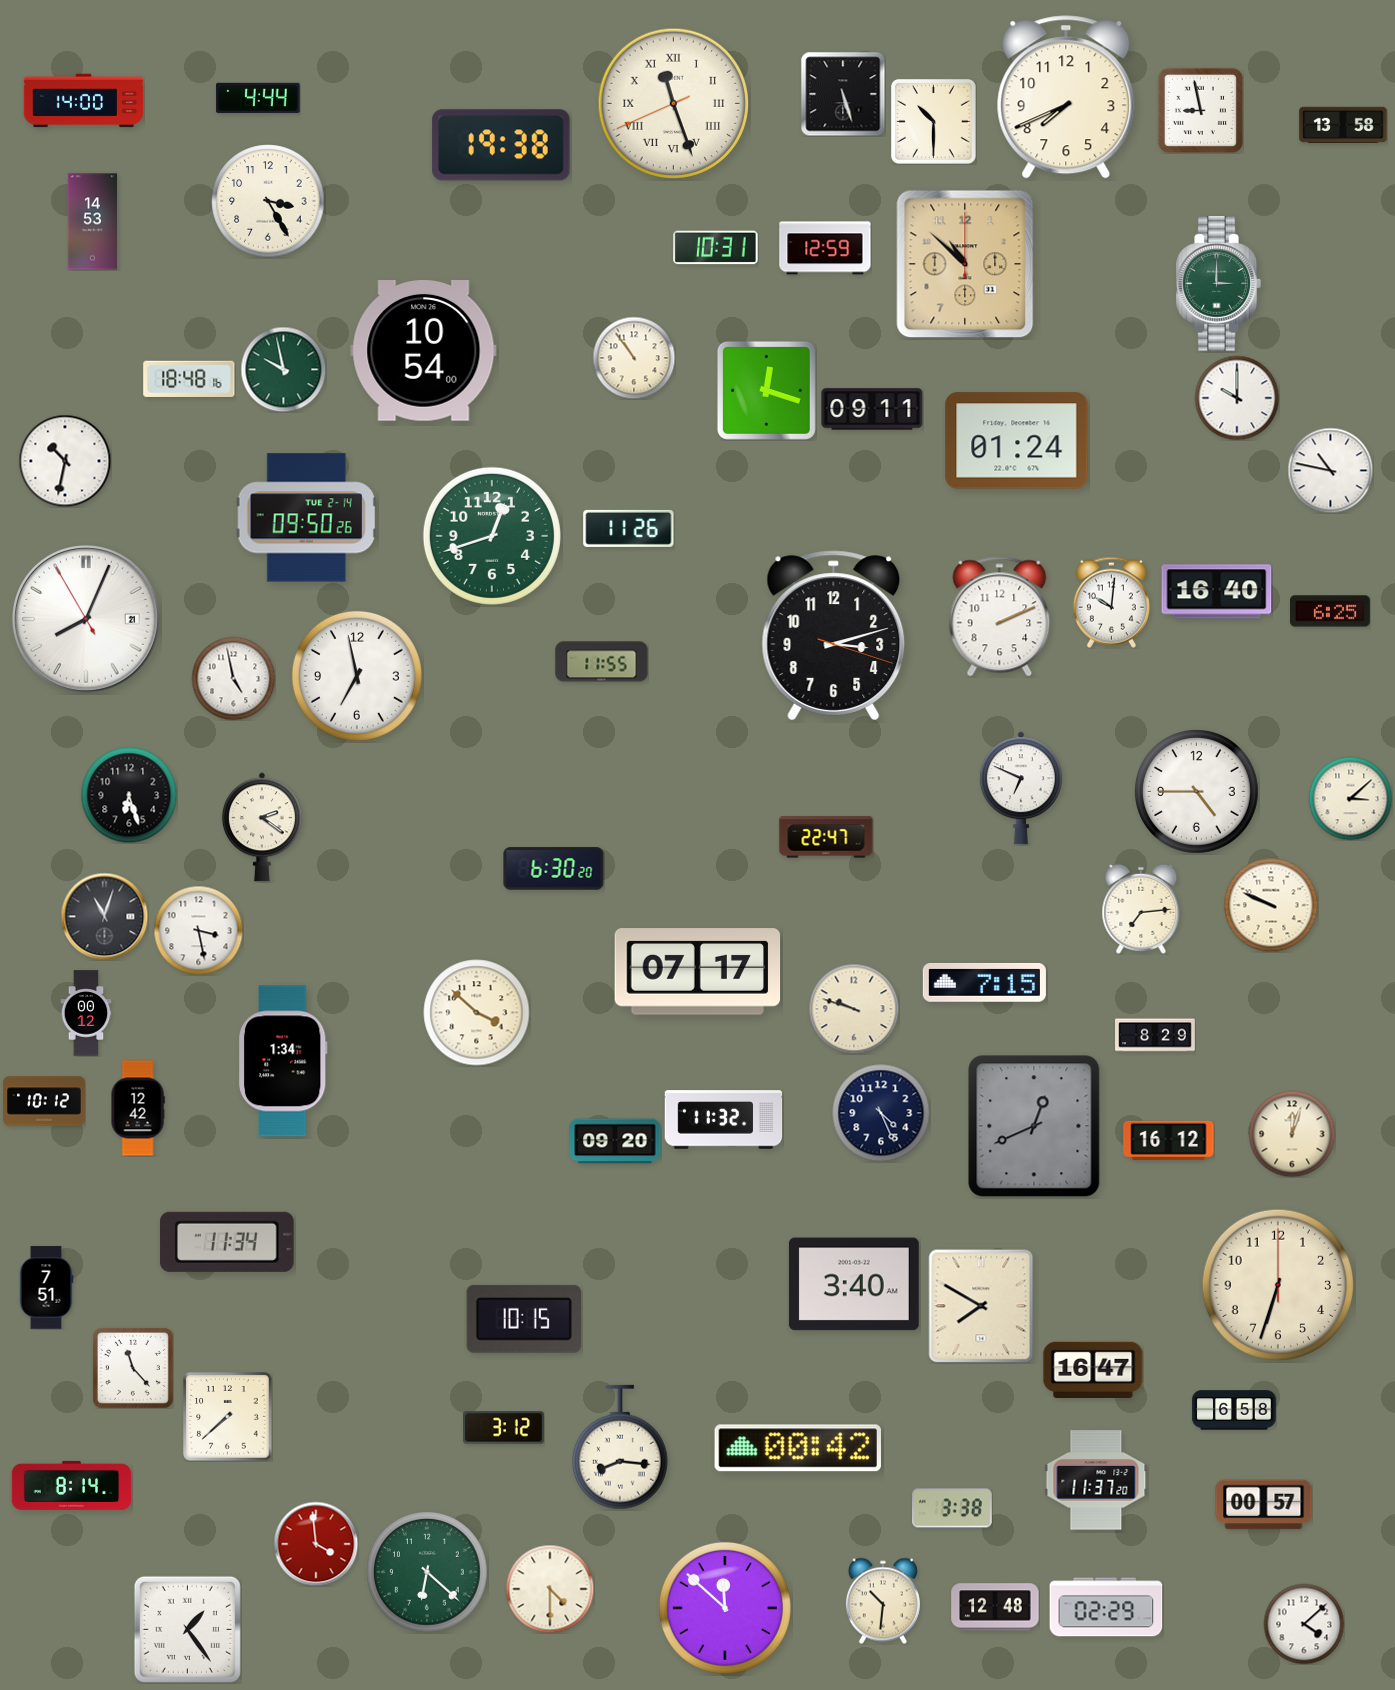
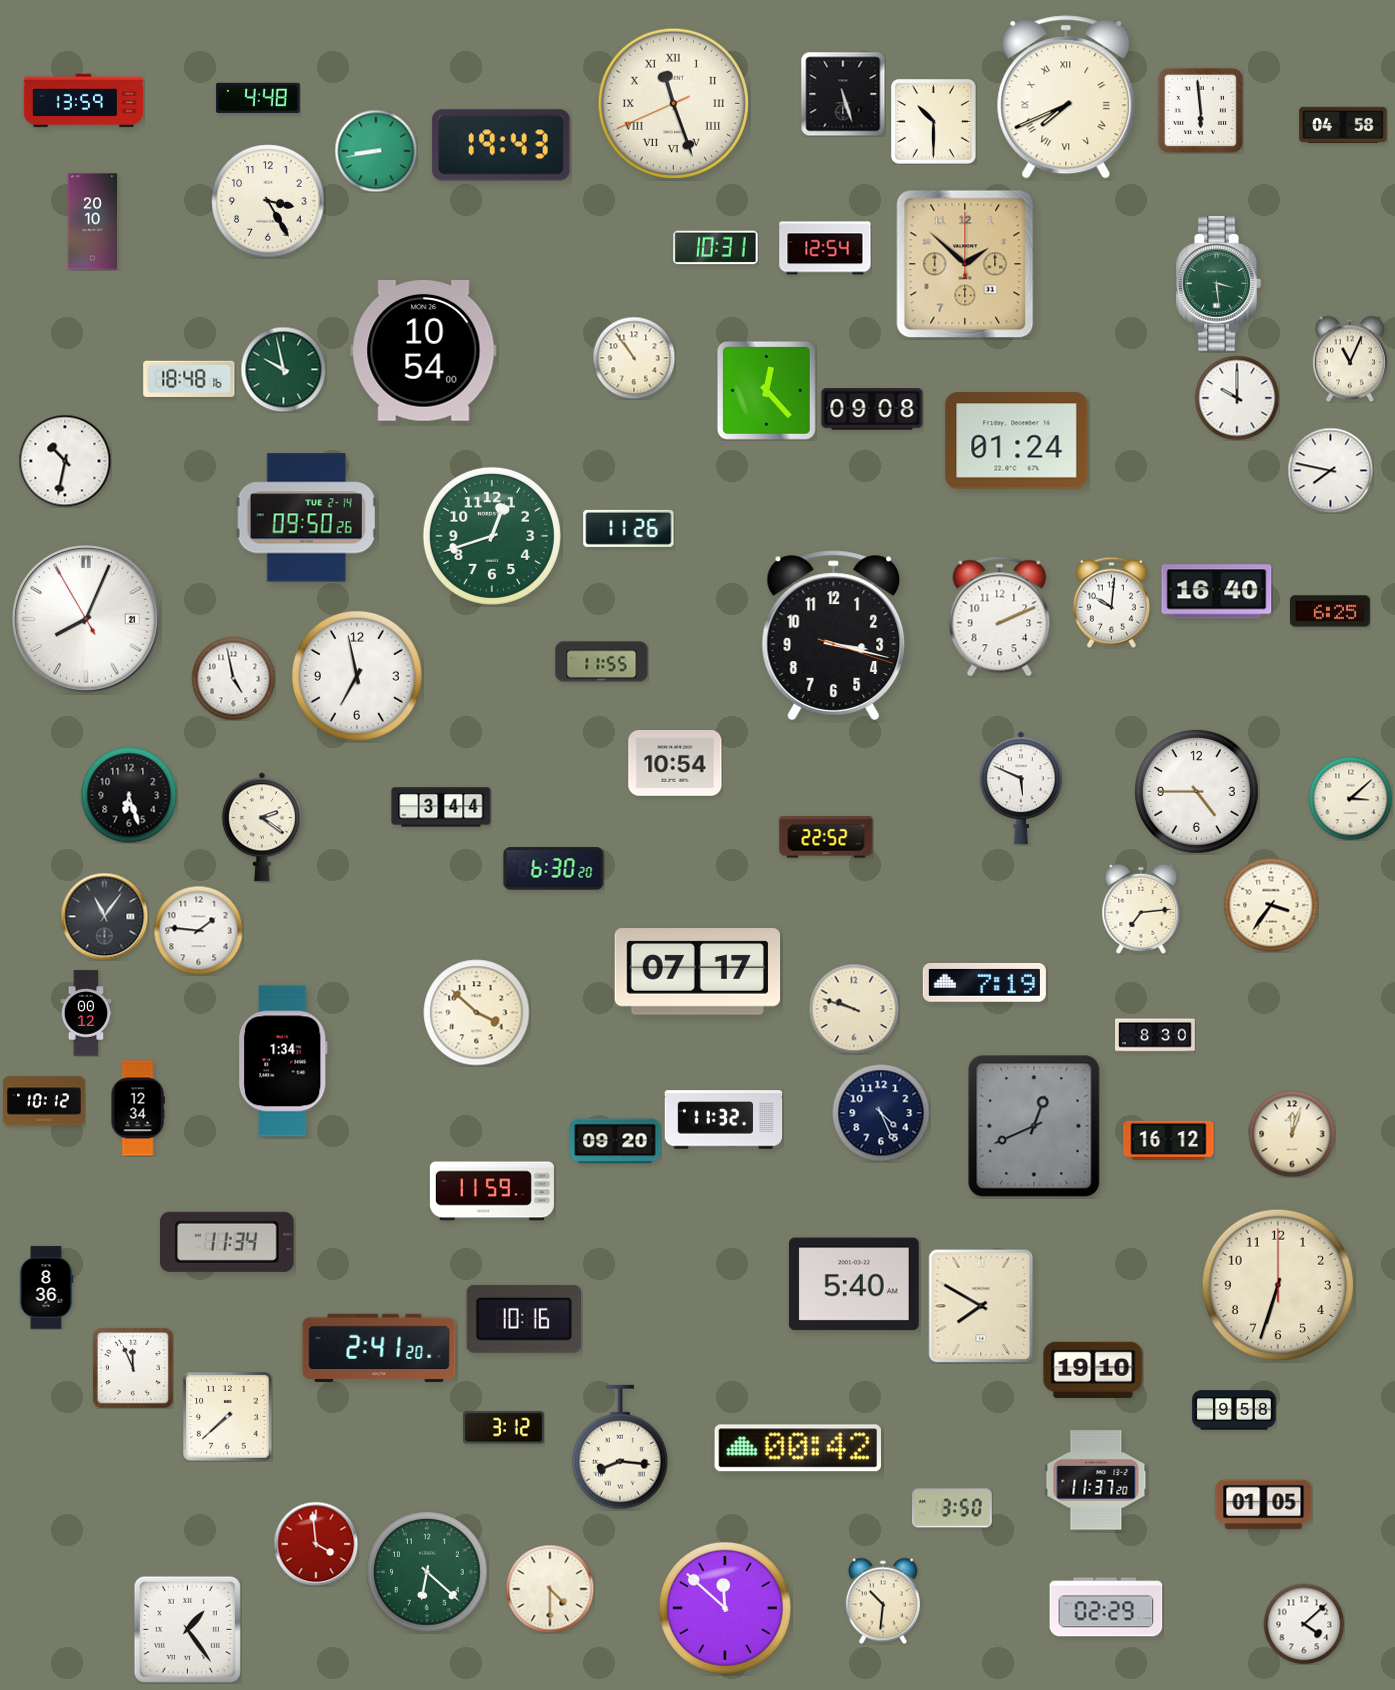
clock at (1066, 97) numerals: Arabic -> Roman
clock at (258, 98): 4:44 -> 4:48
clock at (84, 101): 14:00 -> 13:59
clock at (1200, 110): 8:58 -> 5:59
clock at (1343, 124): 13:58 -> 04:58
clock at (501, 145): 19:38 -> 19:43
clock at (376, 151): none -> 8:43
clock at (92, 222): 14:53 -> 20:10
clock at (825, 248): 12:59 -> 12:54
clock at (965, 264): 10:52 -> 1:52
clock at (1218, 284): 3:00 -> 3:29
clock at (1350, 359): none -> 11:04
clock at (766, 390): 12:18 -> 12:23
clock at (872, 409): 09:11 -> 09:08
clock at (1330, 470): 10:47 -> 7:47
clock at (834, 636): 3:12 -> 3:17
clock at (675, 764): none -> 10:54
clock at (1021, 788): 6:49 -> 5:49
clock at (441, 807): none -> 3:44
clock at (826, 837): 22:47 -> 22:52
clock at (1271, 905): 9:49 -> 3:36
clock at (104, 916): 11:03 -> 11:06
clock at (198, 930): 3:28 -> 1:46
clock at (984, 983): 7:15 -> 7:19
clock at (1155, 1035): 8:29 -> 8:30
clock at (138, 1108): 12:42 -> 12:34
clock at (492, 1191): none -> 11:59
clock at (854, 1284): 3:40 -> 5:40
clock at (46, 1288): 7:51 -> 8:36
clock at (524, 1319): 10:15 -> 10:16
clock at (379, 1347): none -> 2:41
clock at (133, 1368): 11:23 -> 11:56
clock at (1093, 1369): 16:47 -> 19:10
clock at (1234, 1410): 6:58 -> 9:58
clock at (72, 1485): 8:14 -> none
clock at (1264, 1505): 00:57 -> 01:05
clock at (953, 1508): 3:38 -> 3:50
clock at (995, 1607): 12:48 -> none
